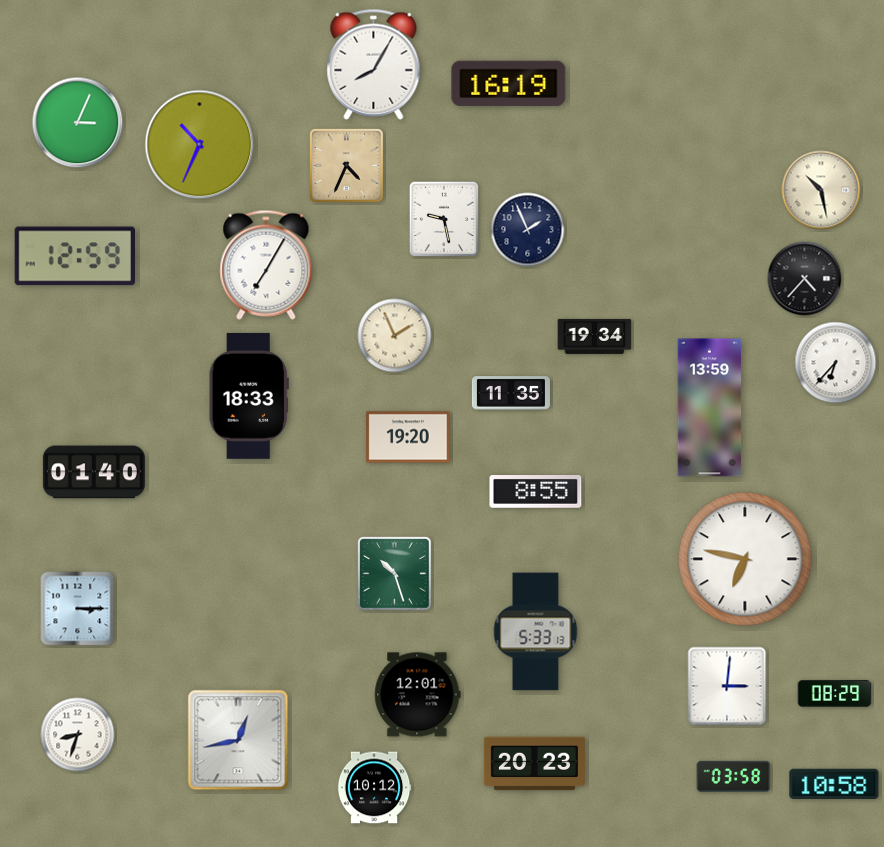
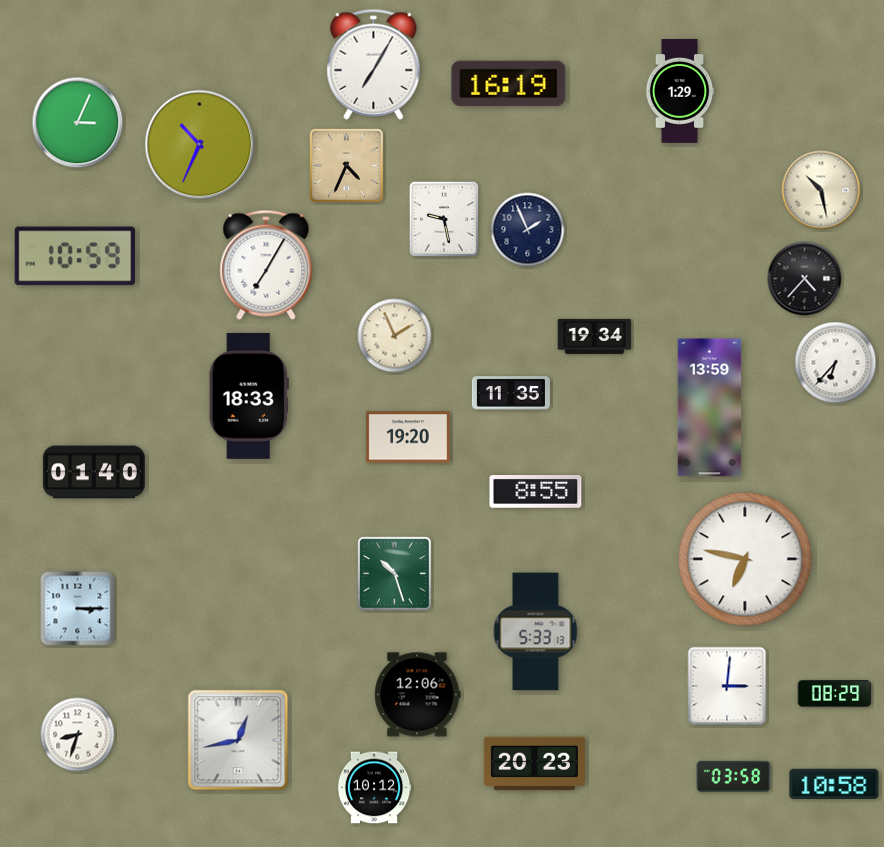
clock at (374, 64): 8:05 -> 7:05
clock at (680, 91): none -> 1:29
clock at (74, 256): 12:59 -> 10:59
clock at (418, 695): 12:01 -> 12:06
